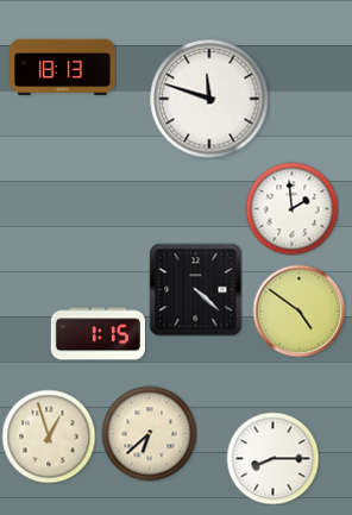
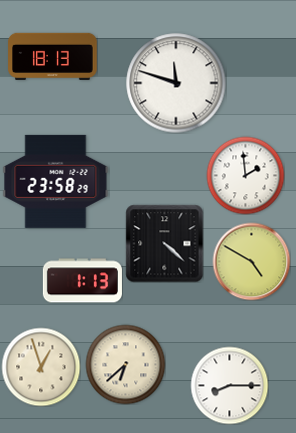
clock at (56, 181): none -> 23:58
clock at (298, 310): 4:51 -> 4:50
clock at (98, 334): 1:15 -> 1:13
